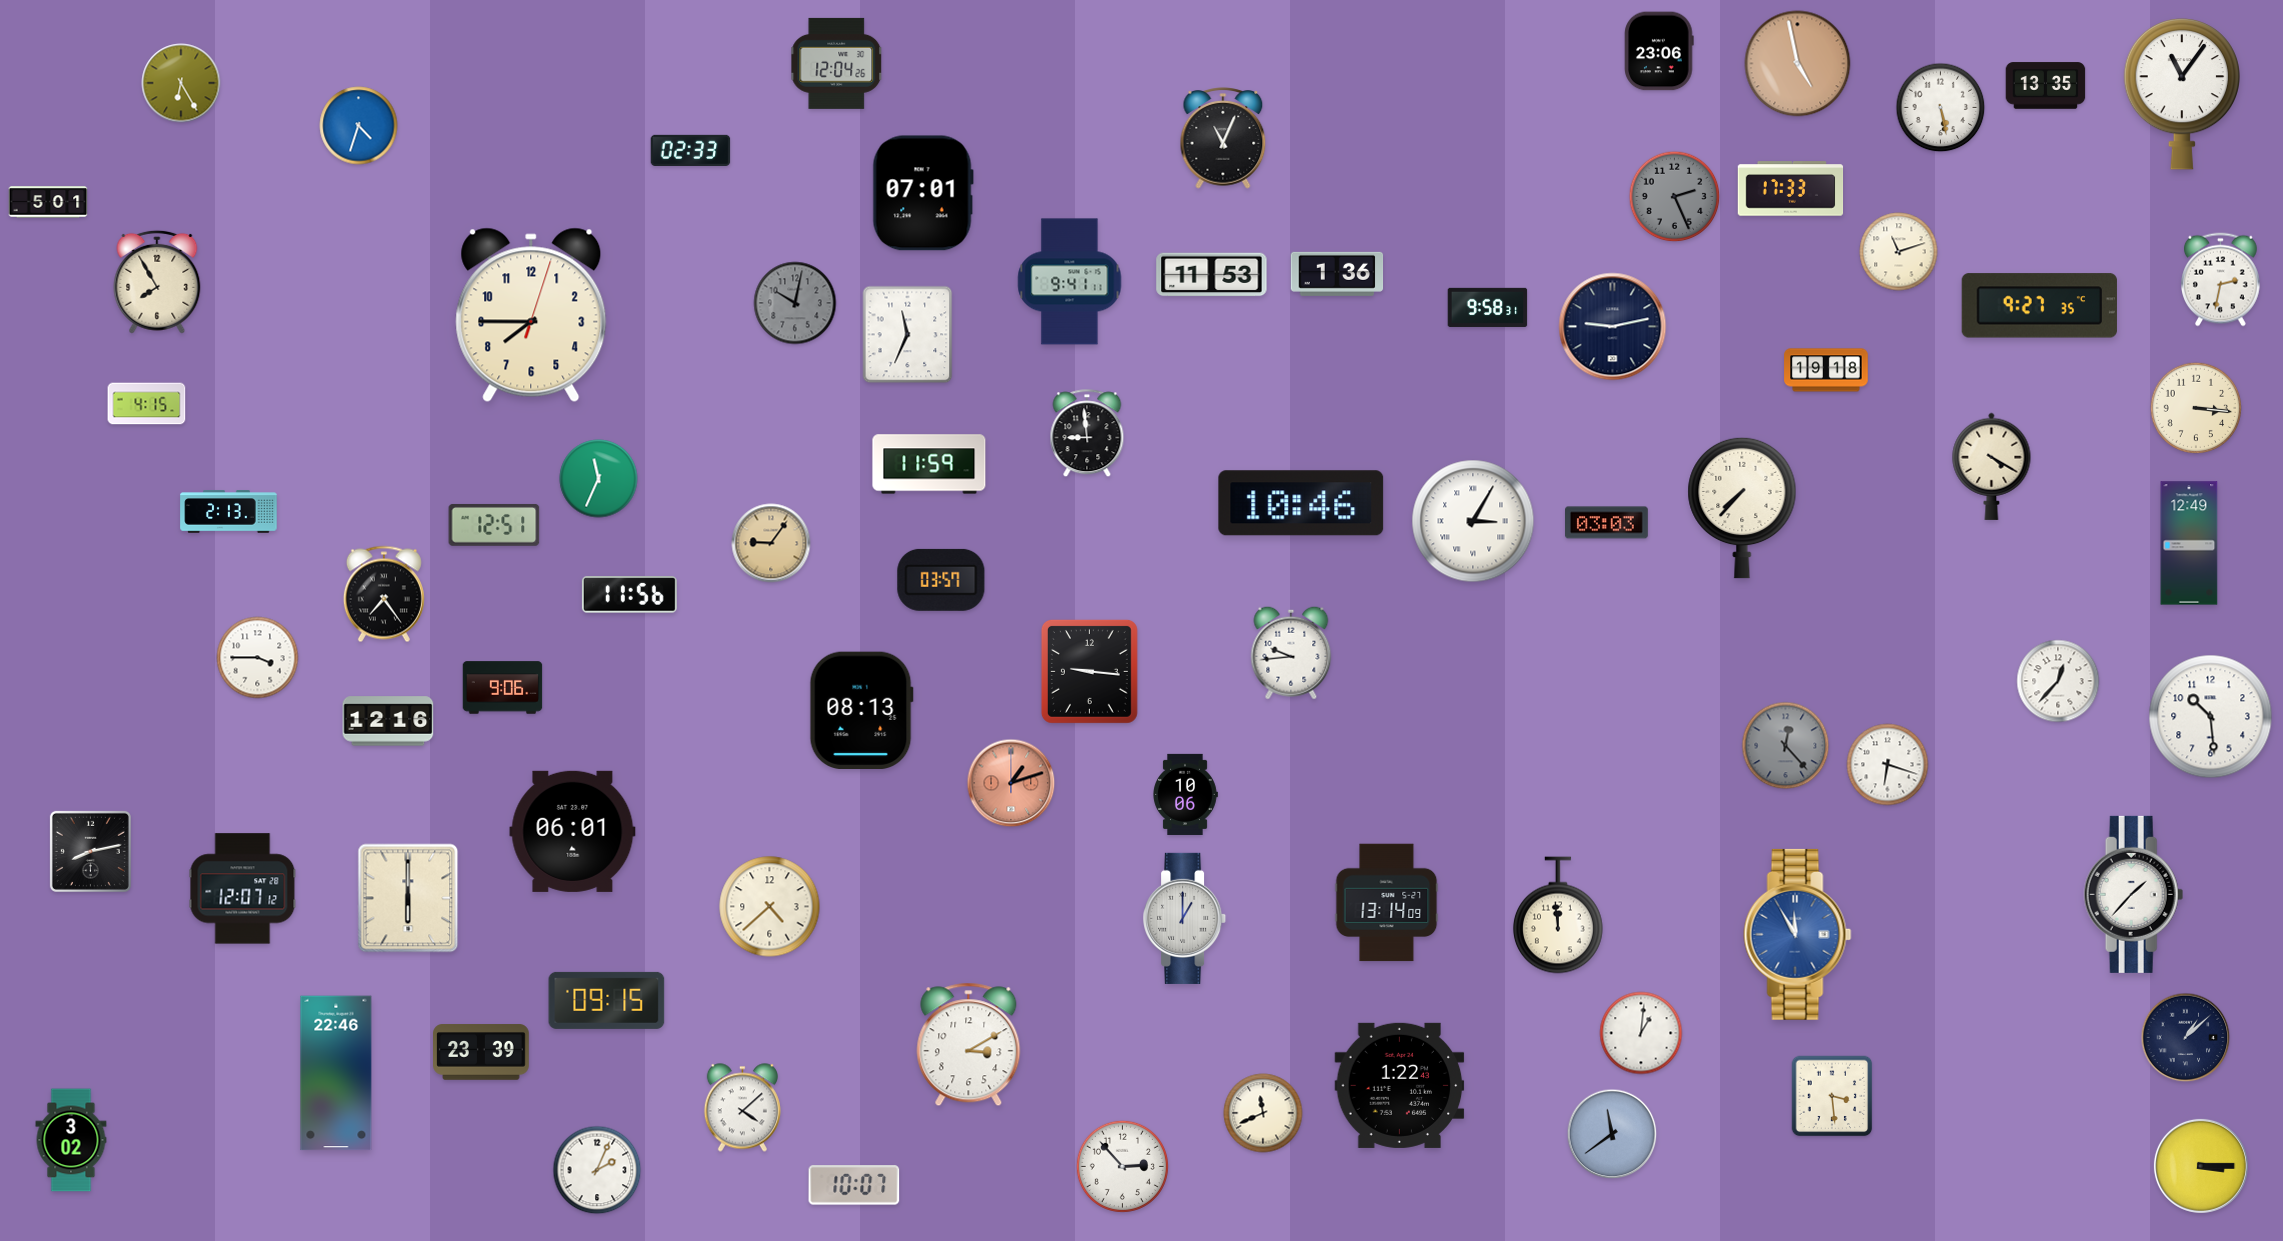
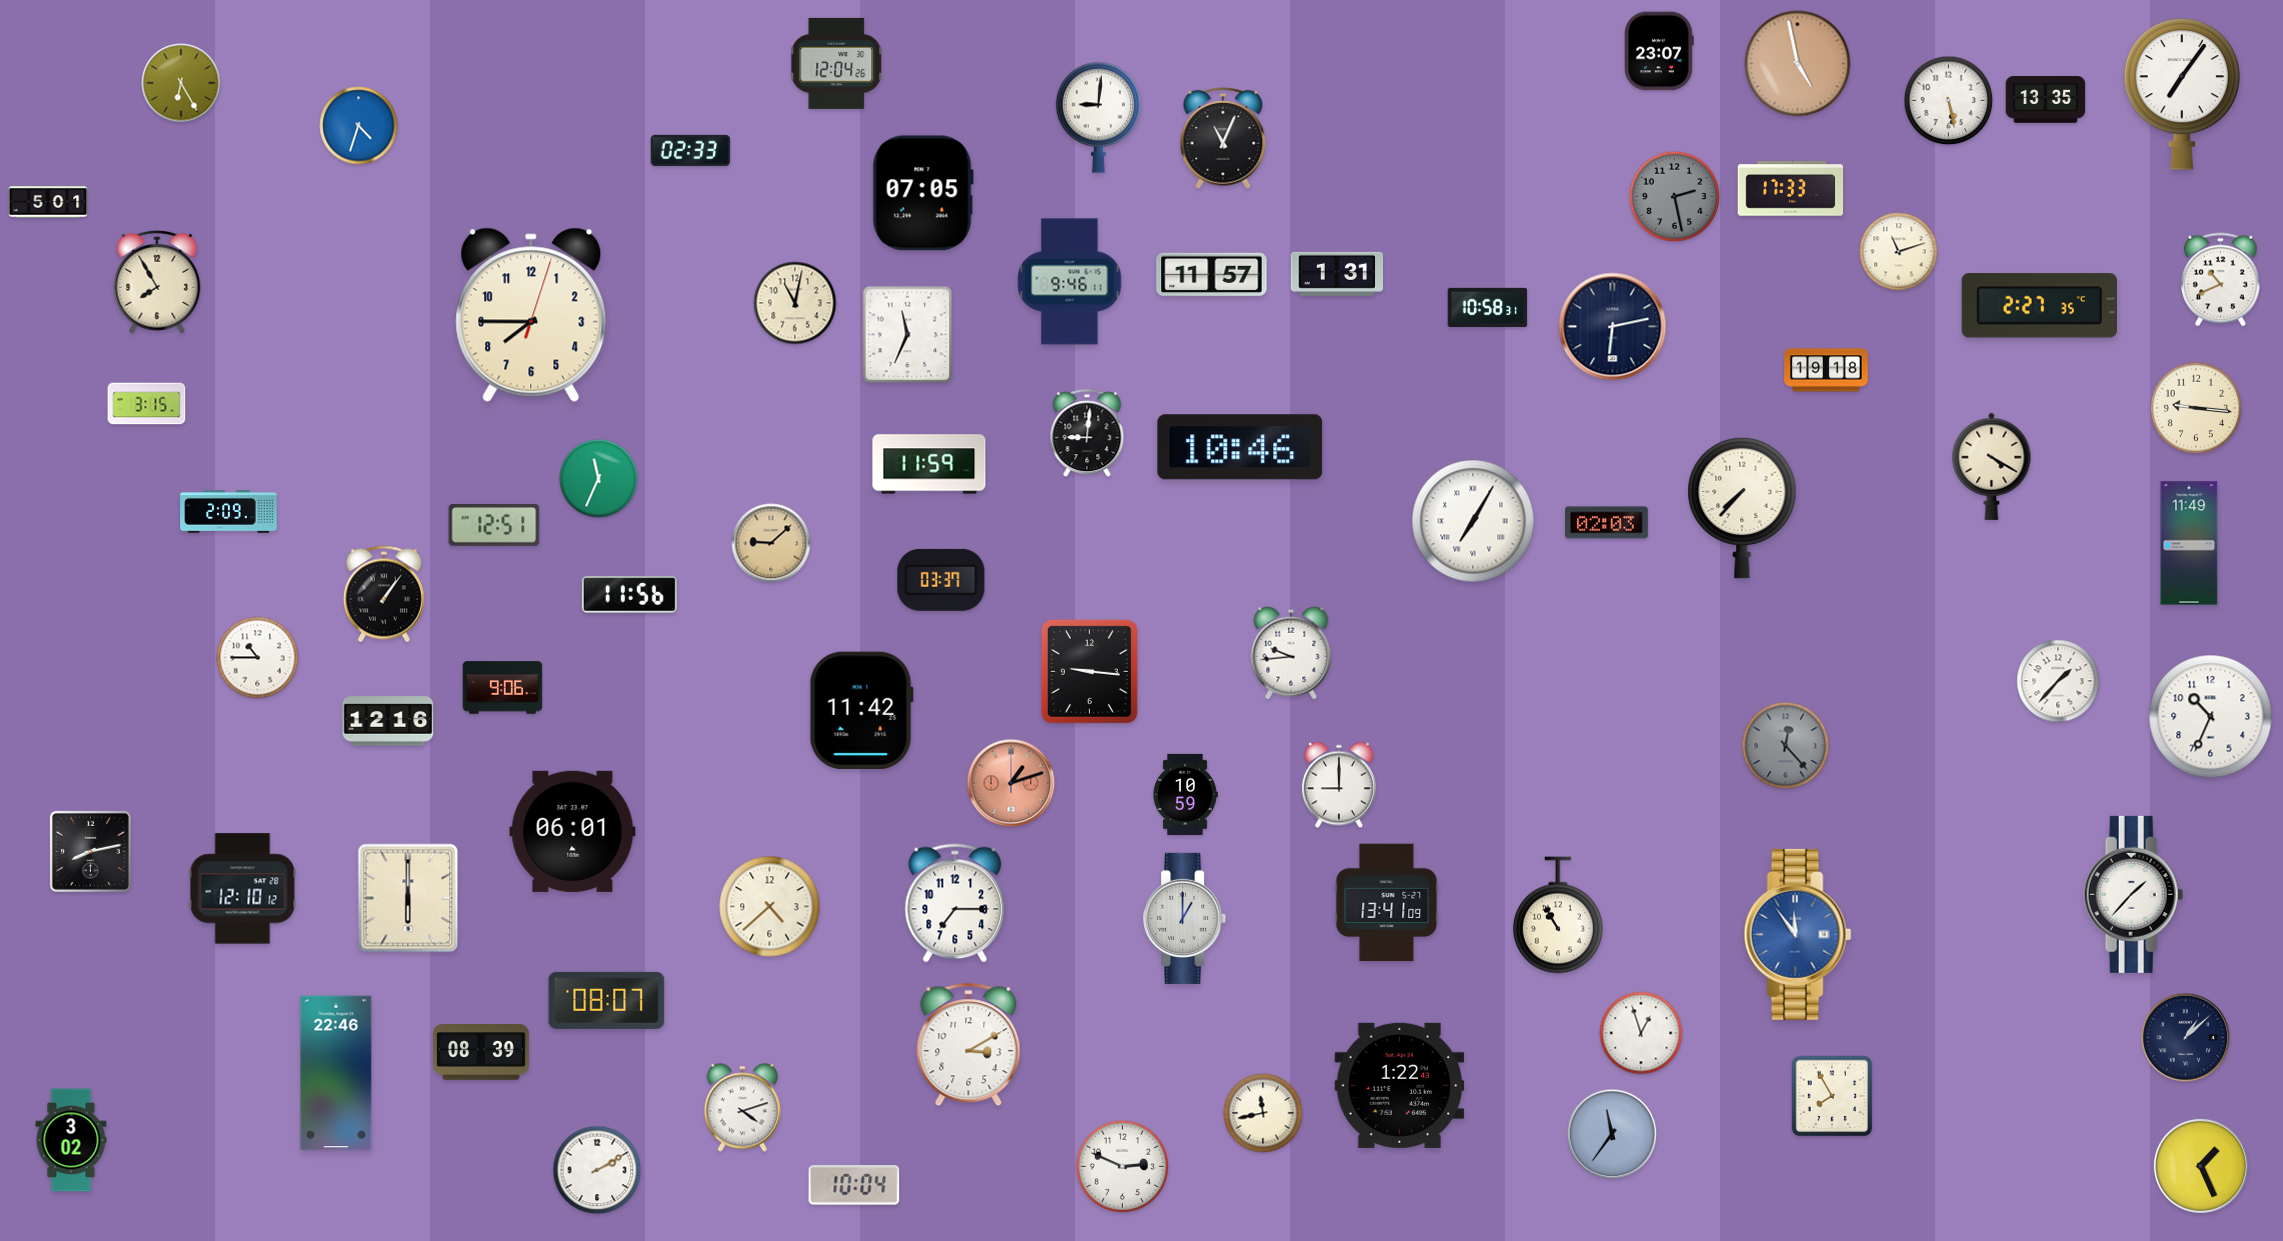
clock at (1659, 51): 23:06 -> 23:07
clock at (2046, 86) position: (2046, 86) -> (2046, 100)
clock at (2182, 94): 11:06 -> 7:06
clock at (1941, 108) position: (1941, 108) -> (1949, 101)
clock at (1098, 117): none -> 9:01
clock at (923, 193): 07:01 -> 07:05
clock at (1675, 197): 2:26 -> 2:28
clock at (1337, 274): 1:36 -> 1:31
clock at (1212, 275): 11:53 -> 11:57
clock at (2221, 280): 2:32 -> 10:41
clock at (1070, 282): 9:41 -> 9:46
clock at (795, 303): 10:02 -> 11:02
clock at (795, 303) dial: grey -> cream
clock at (2039, 306): 9:27 -> 2:27
clock at (1488, 307): 9:58 -> 10:58
clock at (1613, 327): 9:13 -> 6:13
clock at (147, 404): 4:15 -> 3:15
clock at (2196, 408): 3:16 -> 9:16
clock at (1087, 434): 8:59 -> 9:01
clock at (1301, 503) position: (1301, 503) -> (1240, 447)
clock at (229, 512): 2:13 -> 2:09
clock at (1473, 521): 3:05 -> 7:05
clock at (1607, 523): 03:03 -> 02:03
clock at (771, 543): 9:06 -> 9:08
clock at (2189, 543): 12:49 -> 11:49
clock at (941, 580): 03:57 -> 03:37
clock at (384, 594): 7:24 -> 1:06
clock at (258, 658): 3:45 -> 10:45
clock at (2058, 681): 12:37 -> 1:37
clock at (861, 710): 08:13 -> 11:42
clock at (2211, 717): 10:29 -> 10:34
clock at (1888, 765): 6:18 -> none
clock at (1339, 785): none -> 9:00
clock at (1185, 794): 10:06 -> 10:59
clock at (243, 889): 12:07 -> 12:10
clock at (955, 903): none -> 7:15
clock at (1387, 903): 13:14 -> 13:41
clock at (1558, 915): 11:59 -> 10:55
clock at (1798, 934): 11:55 -> 11:54
clock at (607, 1000): 09:15 -> 08:07
clock at (1641, 1033): 1:01 -> 12:57
clock at (481, 1052): 23:39 -> 08:39
clock at (1832, 1096): 3:29 -> 7:55
clock at (742, 1108): 4:08 -> 4:12
clock at (1263, 1113): 11:41 -> 11:43
clock at (1612, 1134): 11:39 -> 11:36
clock at (1122, 1166): 2:53 -> 2:49
clock at (2201, 1166): 3:15 -> 1:26
clock at (597, 1170): 2:04 -> 2:10
clock at (854, 1185): 10:07 -> 10:04
